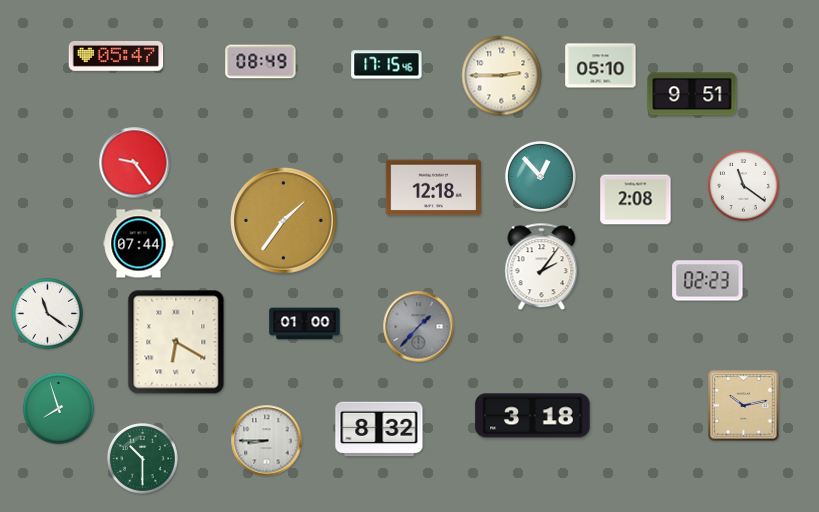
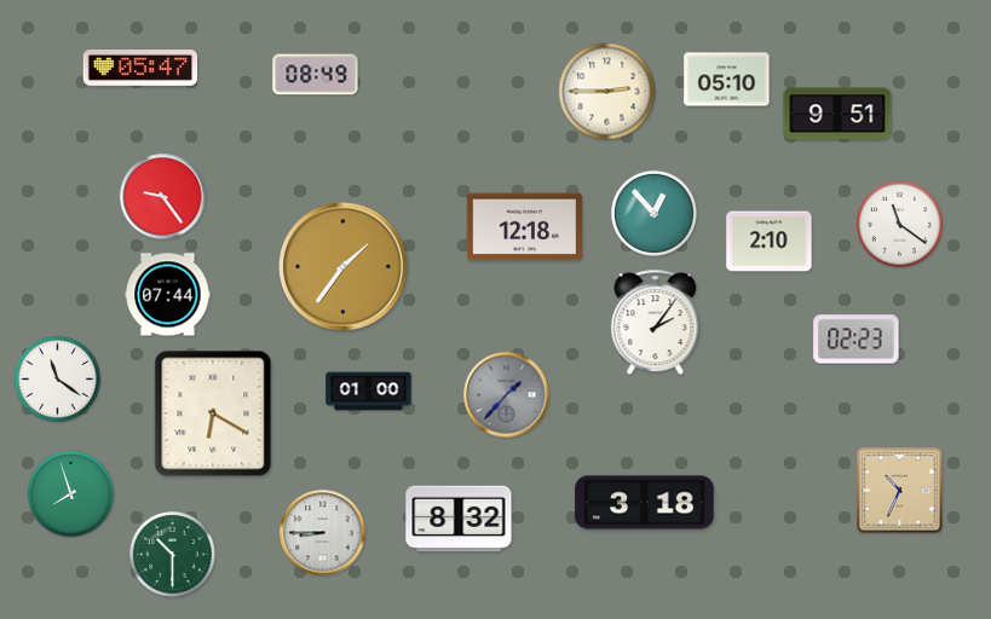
clock at (387, 65): 17:15 -> none
clock at (636, 200): 2:08 -> 2:10
clock at (744, 406): 10:13 -> 10:34
